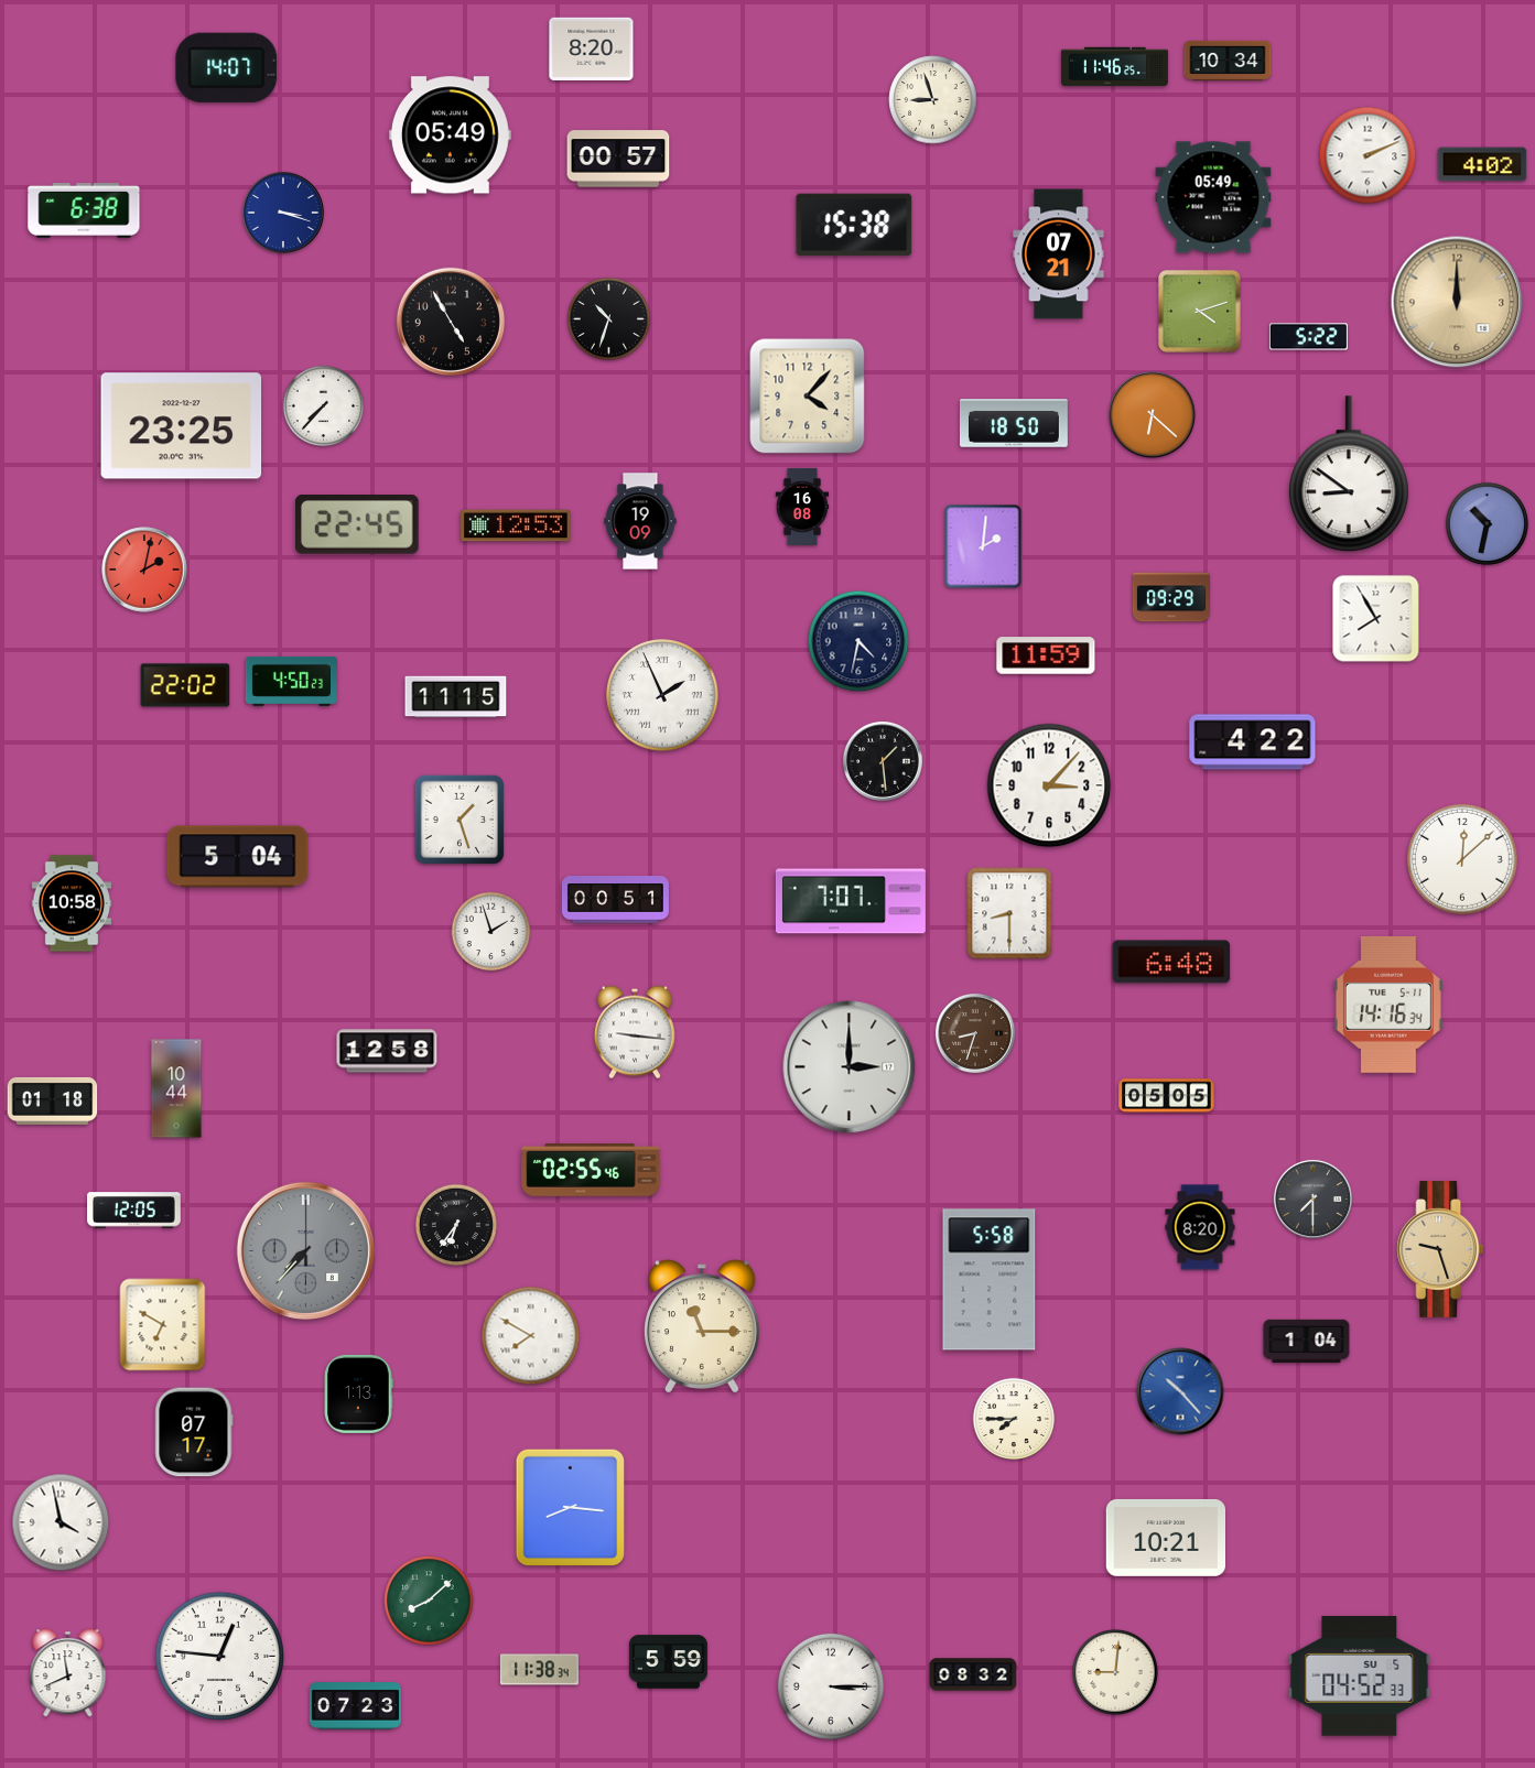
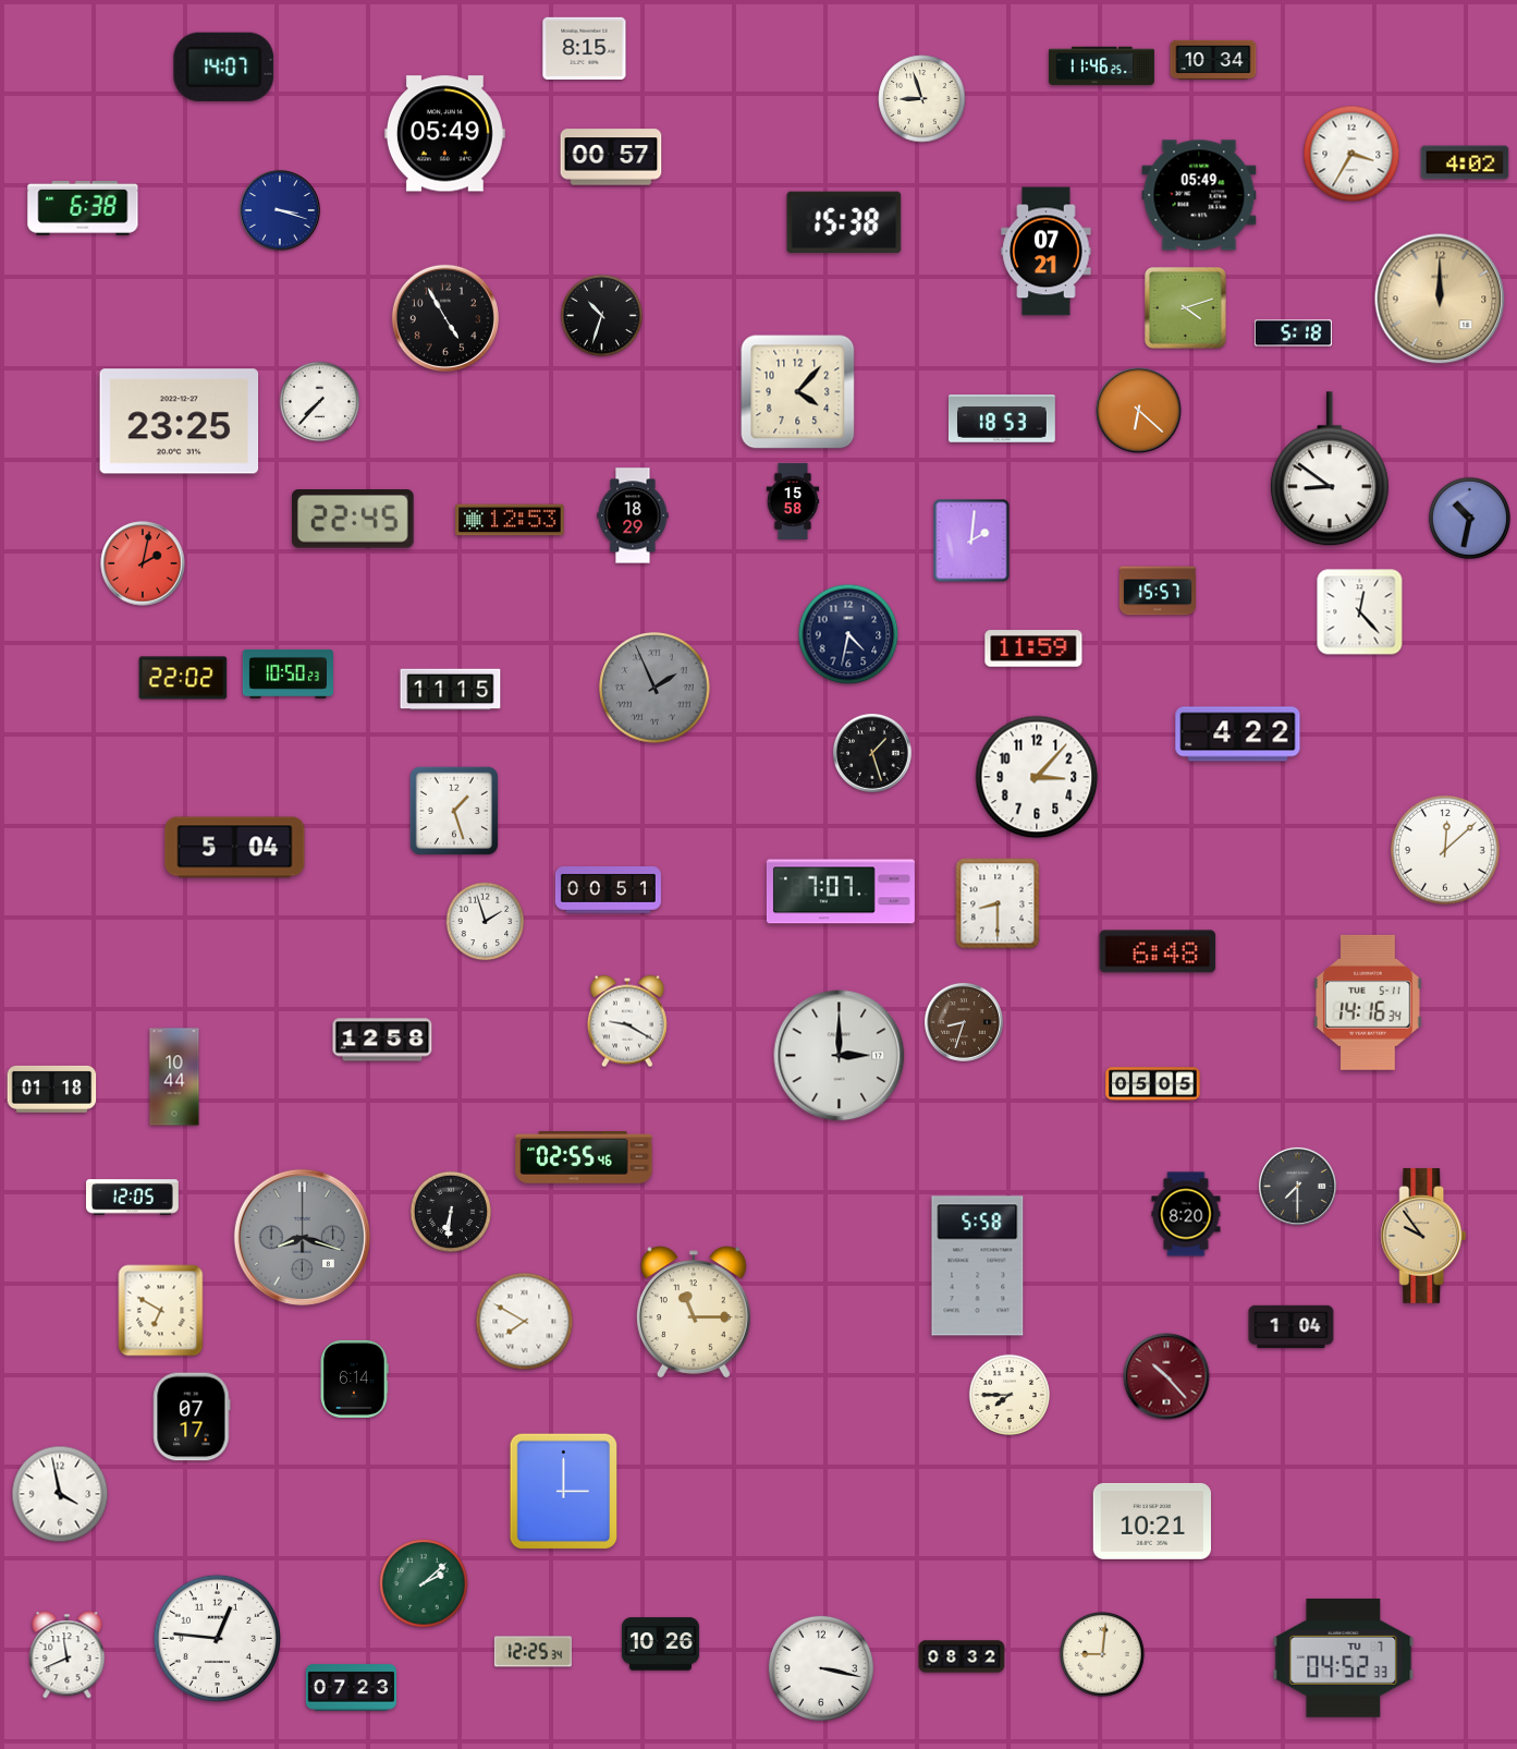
clock at (592, 48): 8:20 -> 8:15
clock at (1368, 155): 2:11 -> 3:35
clock at (1308, 337): 5:22 -> 5:18
clock at (1015, 423): 18:50 -> 18:53
clock at (1349, 475) position: (1349, 475) -> (1330, 470)
clock at (802, 506): 16:08 -> 15:58
clock at (640, 521): 19:09 -> 18:29
clock at (1170, 597): 09:29 -> 15:57
clock at (1376, 619): 7:55 -> 12:23
clock at (291, 681): 4:50 -> 10:50
clock at (662, 695) dial: white -> grey
clock at (883, 761): 1:29 -> 1:27
clock at (72, 903): 10:58 -> none
clock at (1388, 1005) position: (1388, 1005) -> (1368, 1003)
clock at (635, 1032): 9:16 -> 9:20
clock at (455, 1224): 6:36 -> 6:31
clock at (305, 1250): 7:37 -> 8:18
clock at (1440, 1250): 9:27 -> 9:54
clock at (1180, 1391) dial: blue -> burgundy
clock at (359, 1393): 1:13 -> 6:14
clock at (1013, 1418) position: (1013, 1418) -> (1008, 1394)
clock at (570, 1508): 8:16 -> 3:00
clock at (61, 1522) position: (61, 1522) -> (60, 1494)
clock at (429, 1601): 8:08 -> 2:08
clock at (668, 1662): 5:59 -> 10:26
clock at (539, 1670): 11:38 -> 12:25
clock at (1360, 1675) date: SU 5 -> TU 7
clock at (831, 1686): 3:15 -> 3:17
